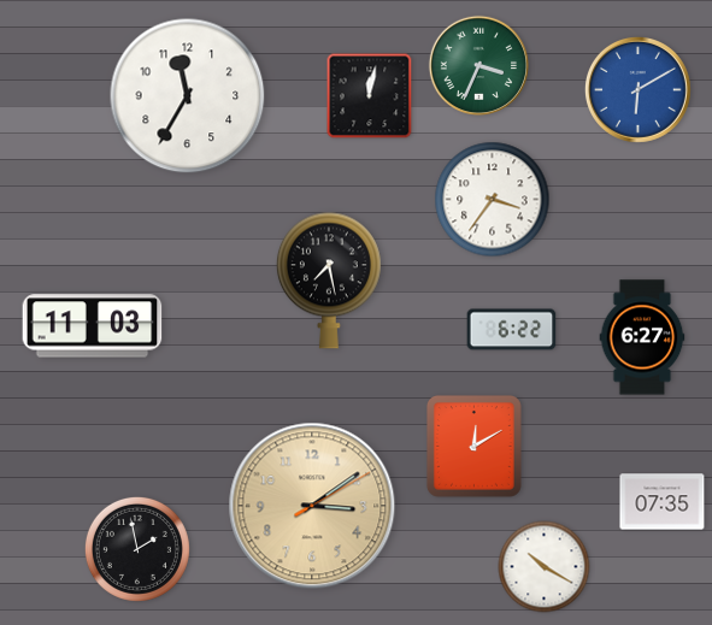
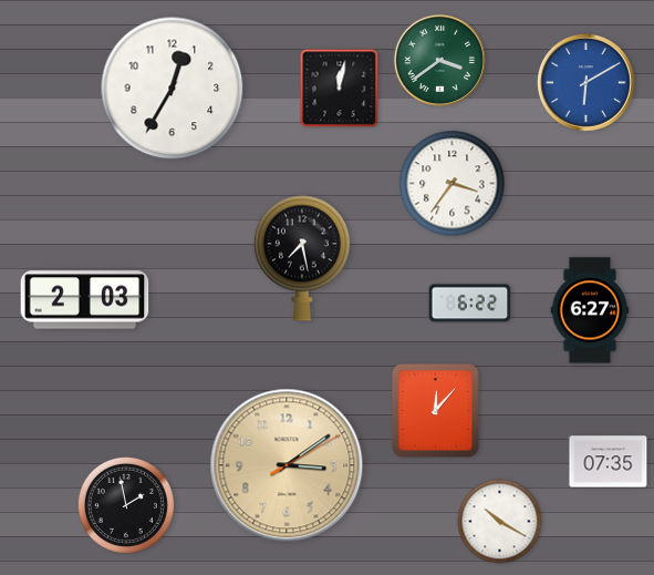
clock at (478, 65): 3:34 -> 3:39
clock at (188, 96): 11:35 -> 12:35
clock at (93, 326): 11:03 -> 2:03
clock at (473, 446): 12:10 -> 12:07
